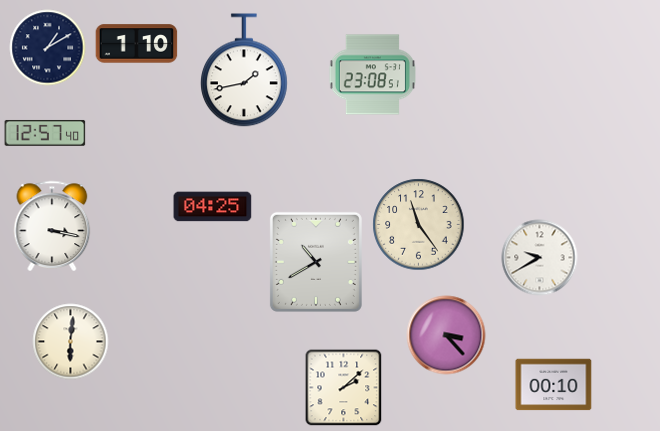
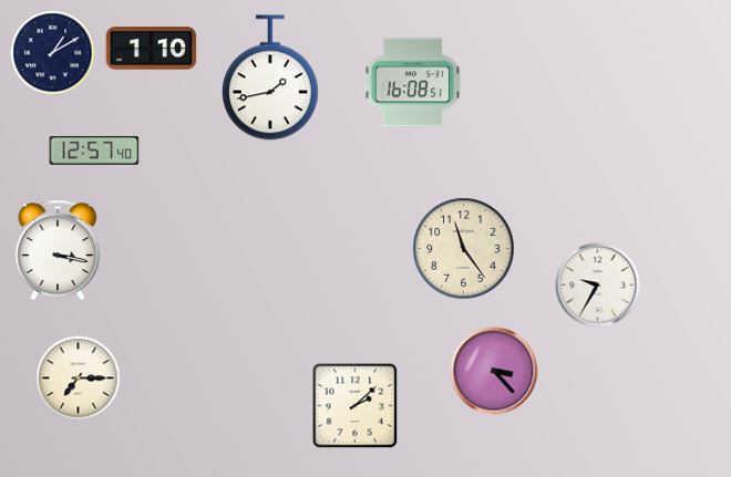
clock at (372, 75): 23:08 -> 16:08
clock at (45, 133) position: (45, 133) -> (94, 151)
clock at (213, 207): 04:25 -> none
clock at (540, 258): 9:40 -> 9:35
clock at (316, 262): 10:40 -> none
clock at (71, 342): 6:01 -> 7:15
clock at (554, 385): 00:10 -> none
clock at (343, 387) position: (343, 387) -> (354, 405)
